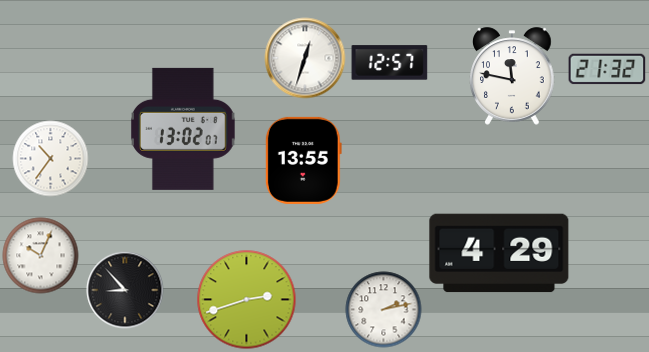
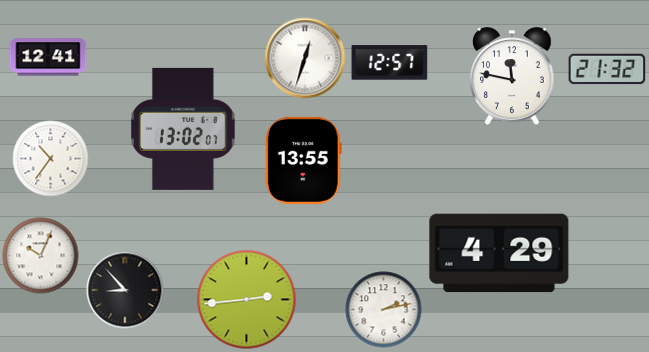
clock at (48, 57): none -> 12:41
clock at (247, 300): 2:42 -> 2:44
